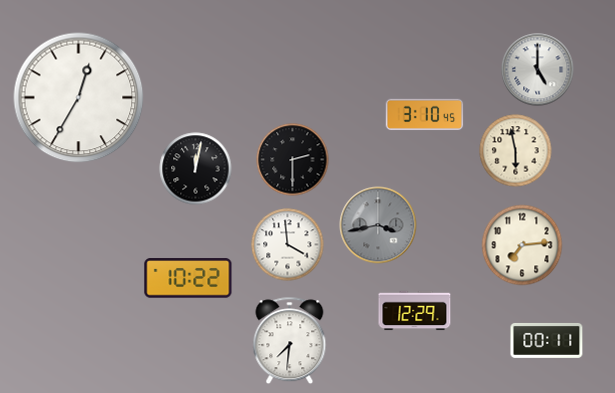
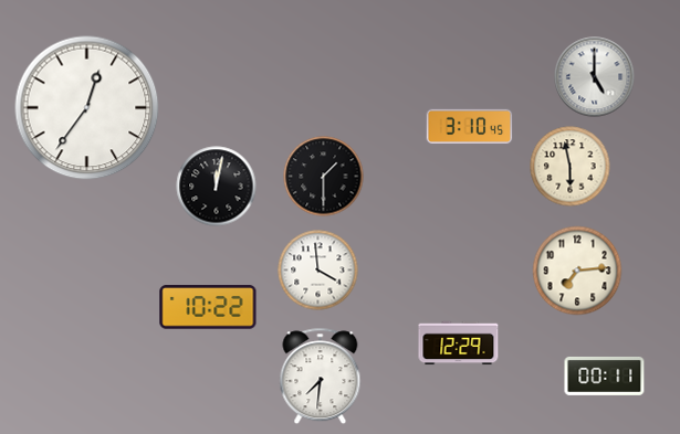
clock at (79, 98): 12:35 -> 12:36
clock at (293, 160): 2:30 -> 1:30
clock at (378, 225): 3:43 -> none
